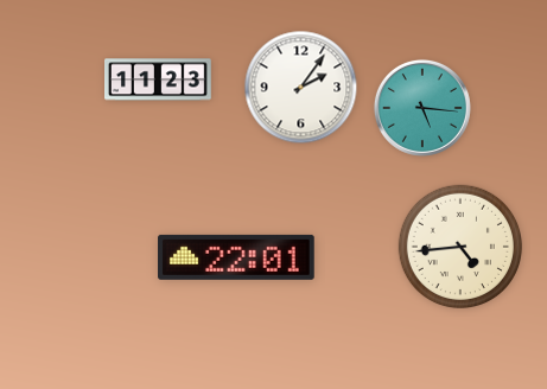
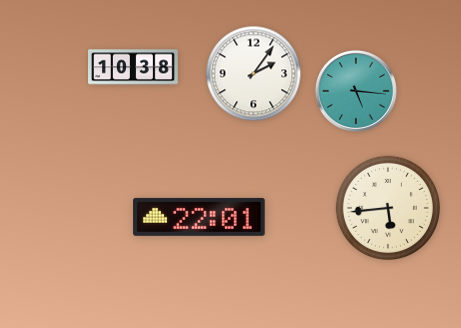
clock at (159, 79): 11:23 -> 10:38
clock at (459, 245): 4:44 -> 5:44
